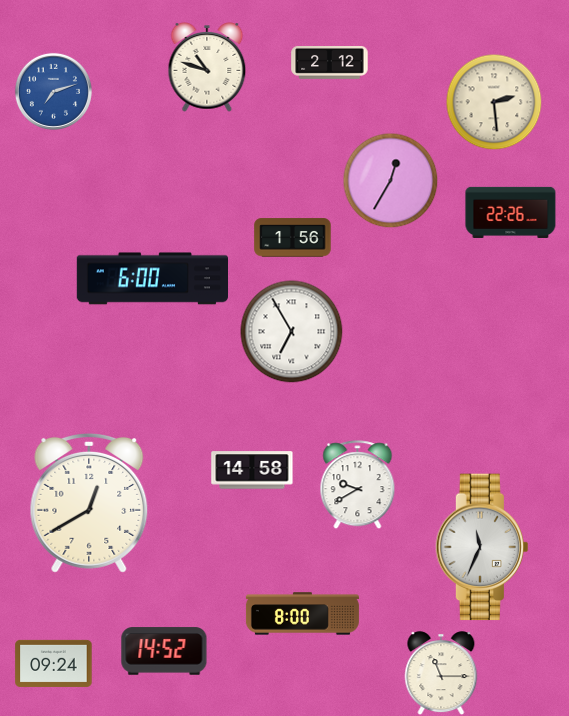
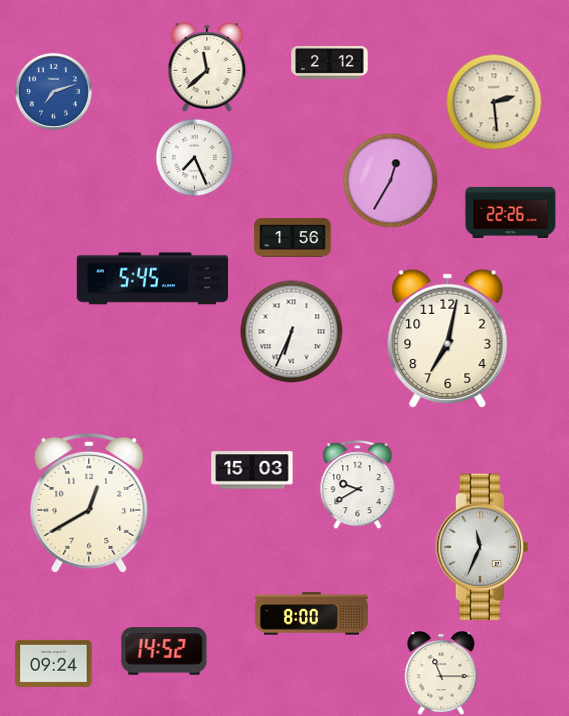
clock at (207, 67): 10:48 -> 11:38
clock at (194, 157): none -> 7:26
clock at (152, 279): 6:00 -> 5:45
clock at (292, 332): 6:55 -> 6:34
clock at (448, 339): none -> 7:02
clock at (252, 470): 14:58 -> 15:03
clock at (302, 614) position: (302, 614) -> (311, 614)
